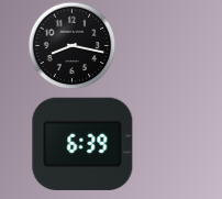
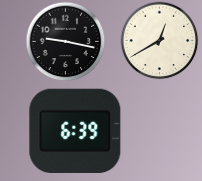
clock at (159, 40): none -> 12:40
clock at (71, 45): 8:17 -> 9:17
